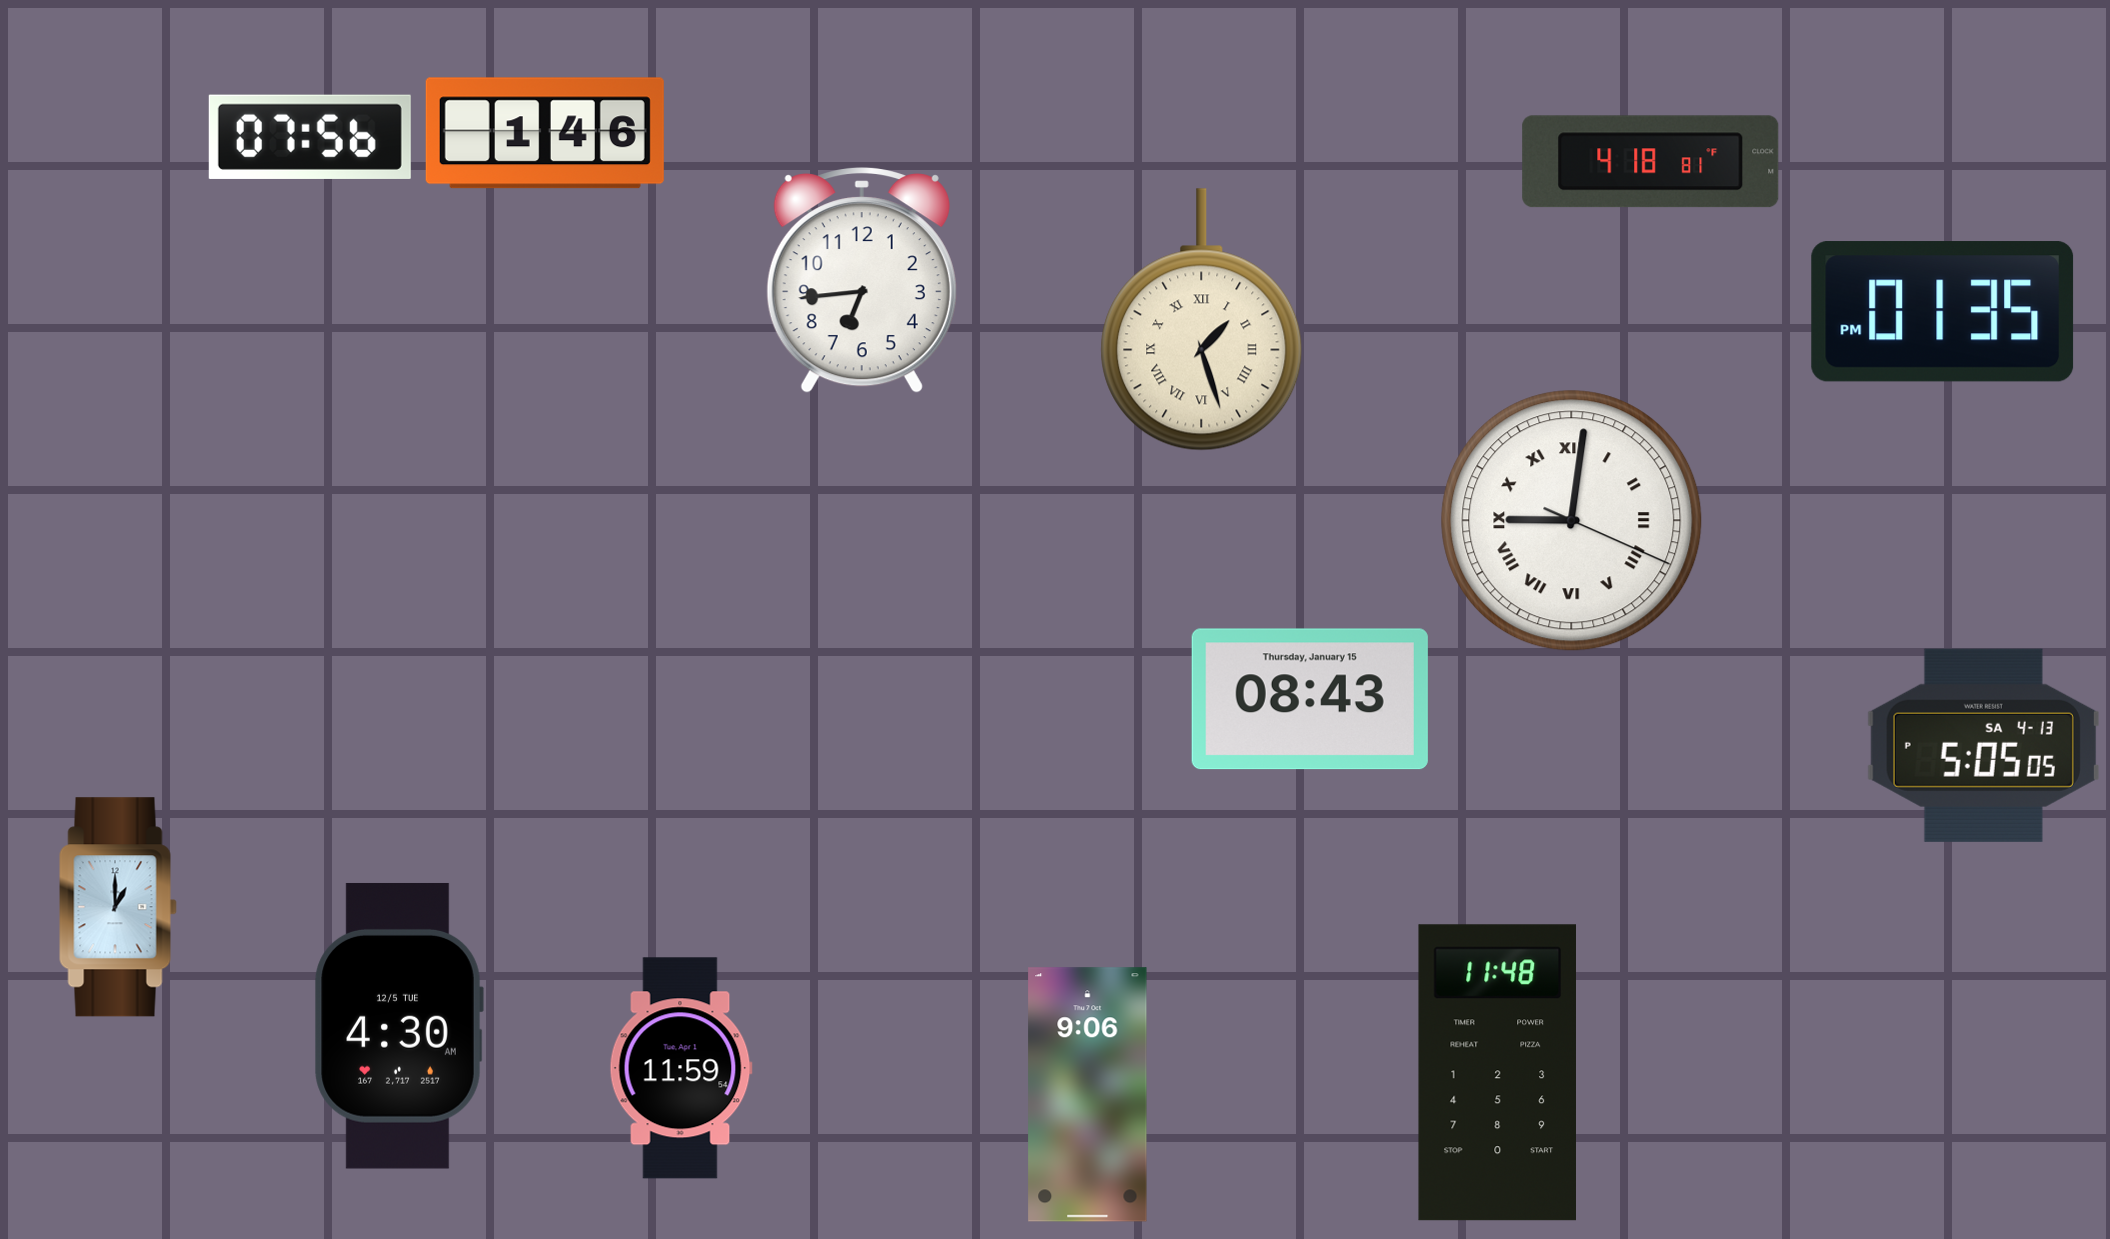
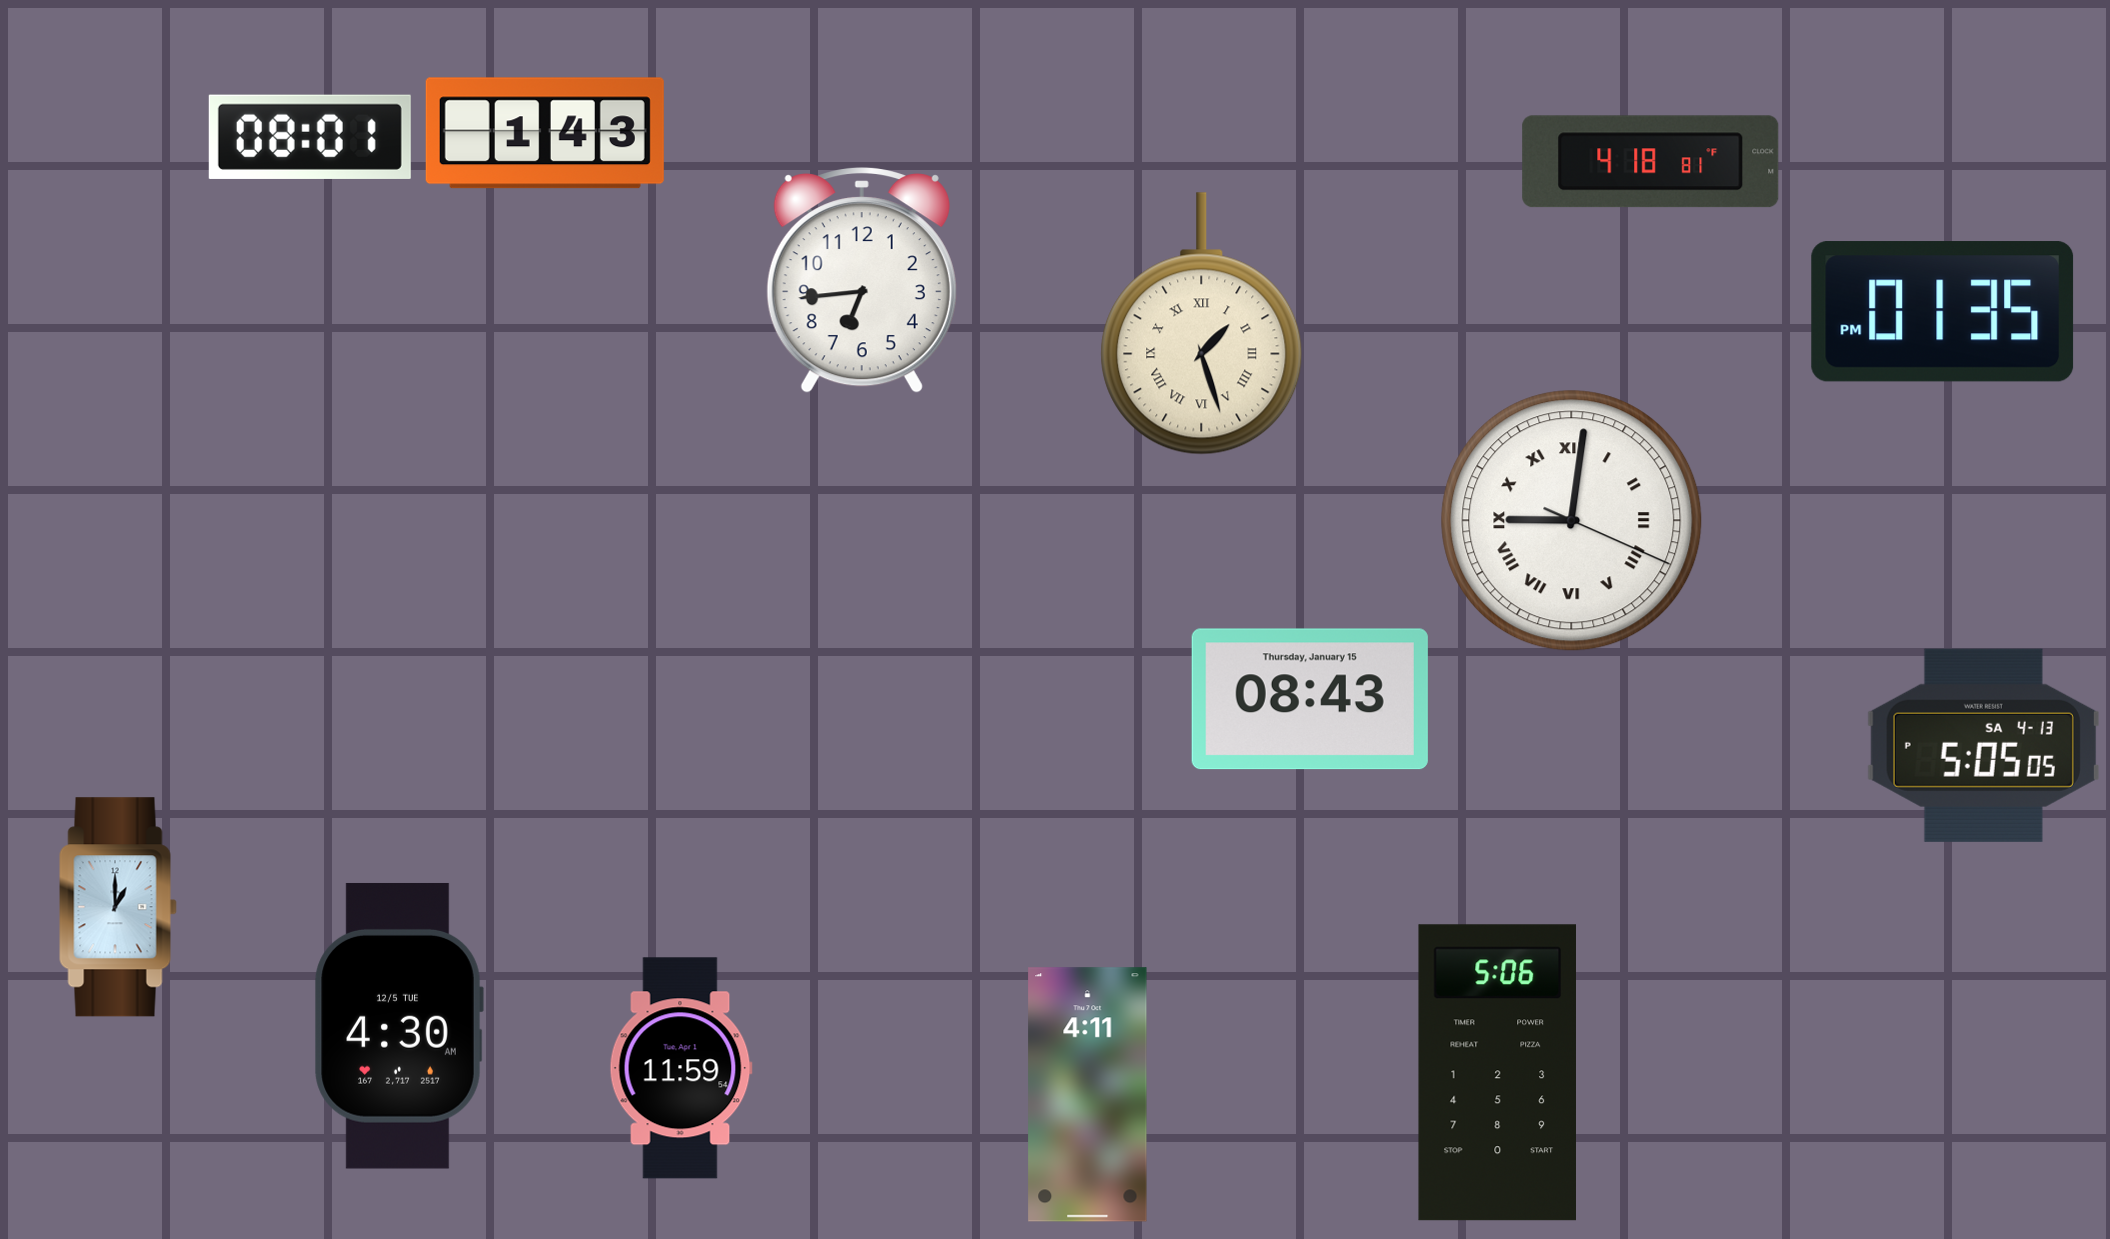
clock at (545, 133): 1:46 -> 1:43
clock at (310, 137): 07:56 -> 08:01
clock at (1202, 320) position: (1202, 320) -> (1202, 324)
clock at (1497, 1073): 11:48 -> 5:06
clock at (1088, 1095): 9:06 -> 4:11
